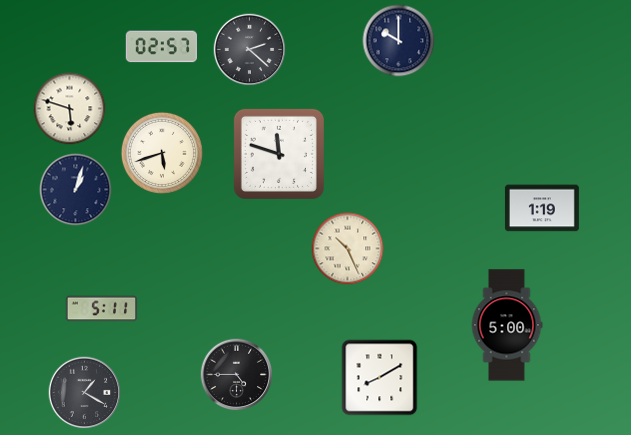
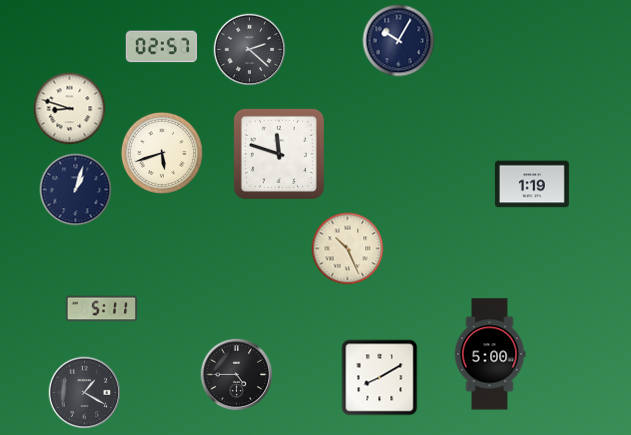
clock at (399, 41): 10:00 -> 10:05
clock at (70, 109): 5:48 -> 8:48
clock at (542, 208) position: (542, 208) -> (532, 184)
clock at (507, 325) position: (507, 325) -> (490, 354)
